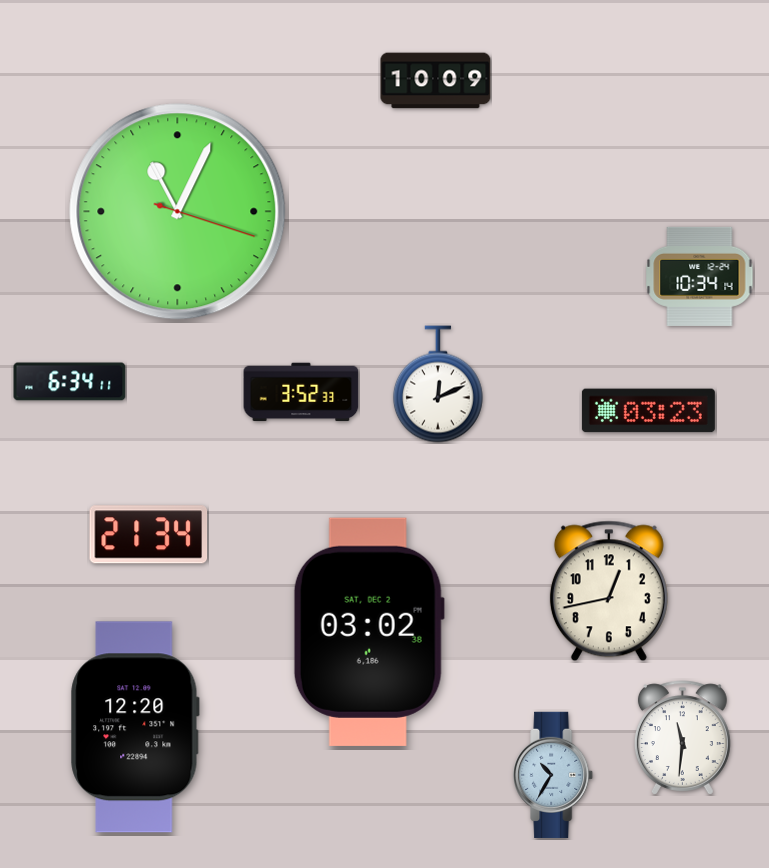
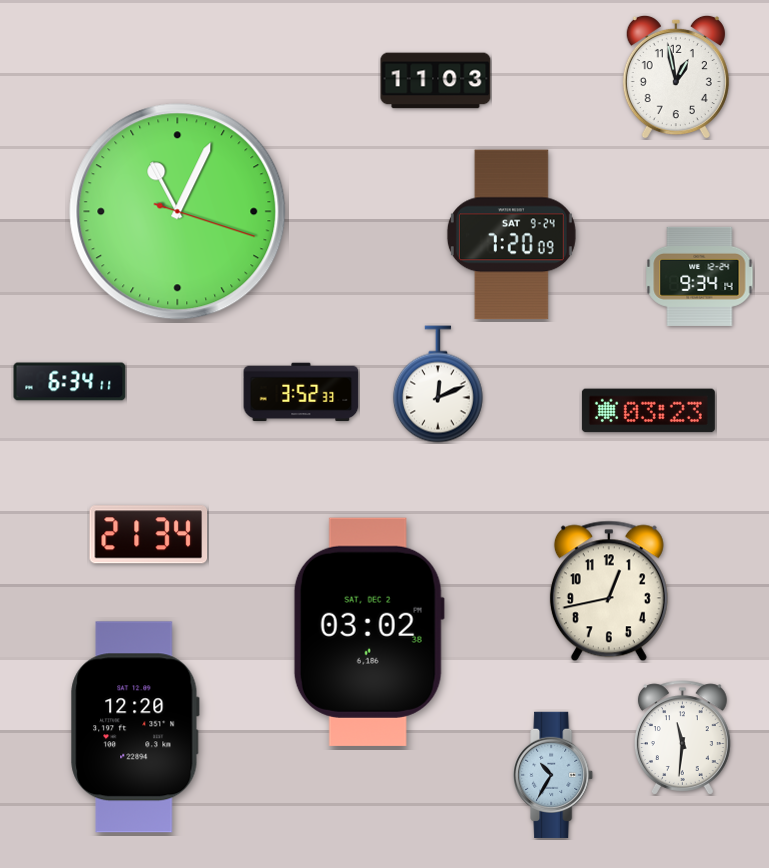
clock at (676, 77): none -> 12:58
clock at (436, 81): 10:09 -> 11:03
clock at (511, 235): none -> 7:20
clock at (700, 276): 10:34 -> 9:34
